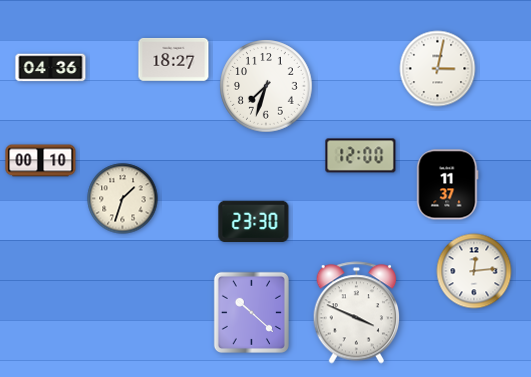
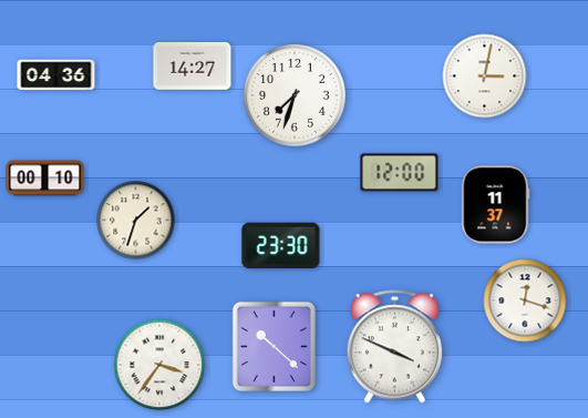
clock at (174, 59): 18:27 -> 14:27
clock at (474, 271): 12:14 -> 12:18
clock at (251, 312) position: (251, 312) -> (274, 346)
clock at (159, 365): none -> 3:36
